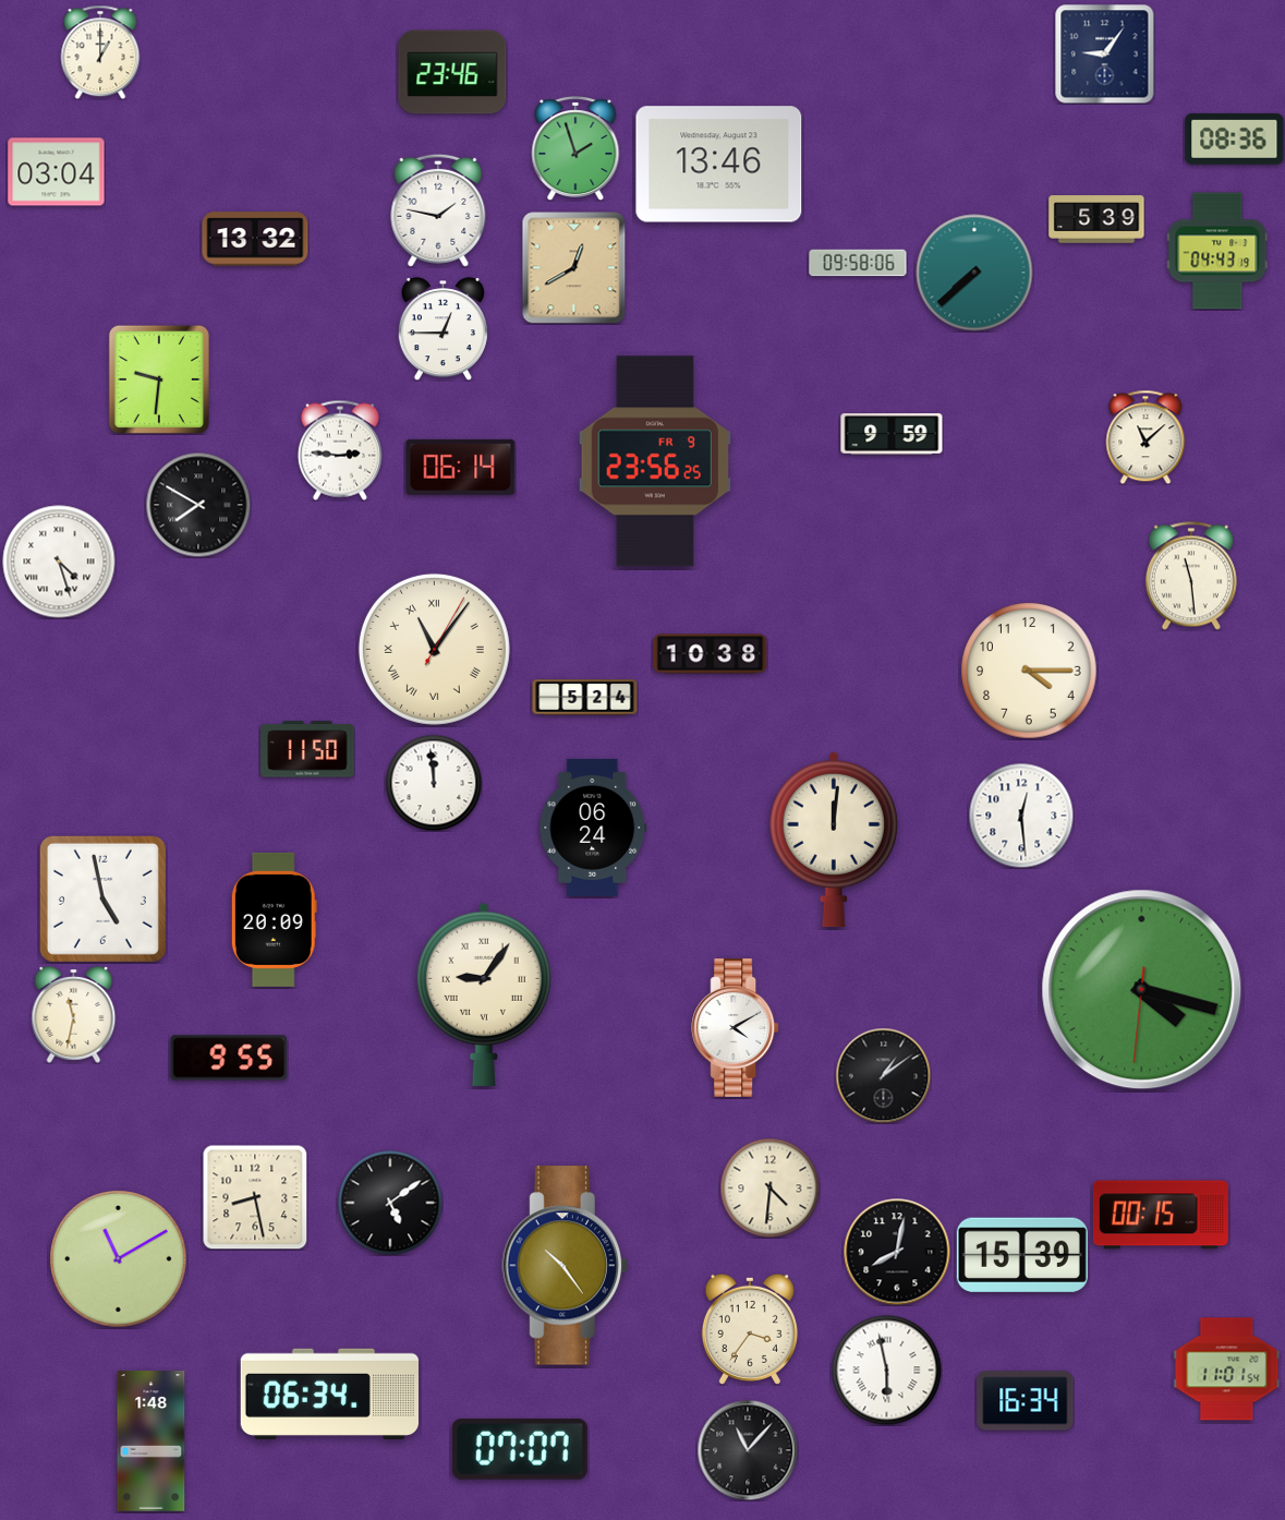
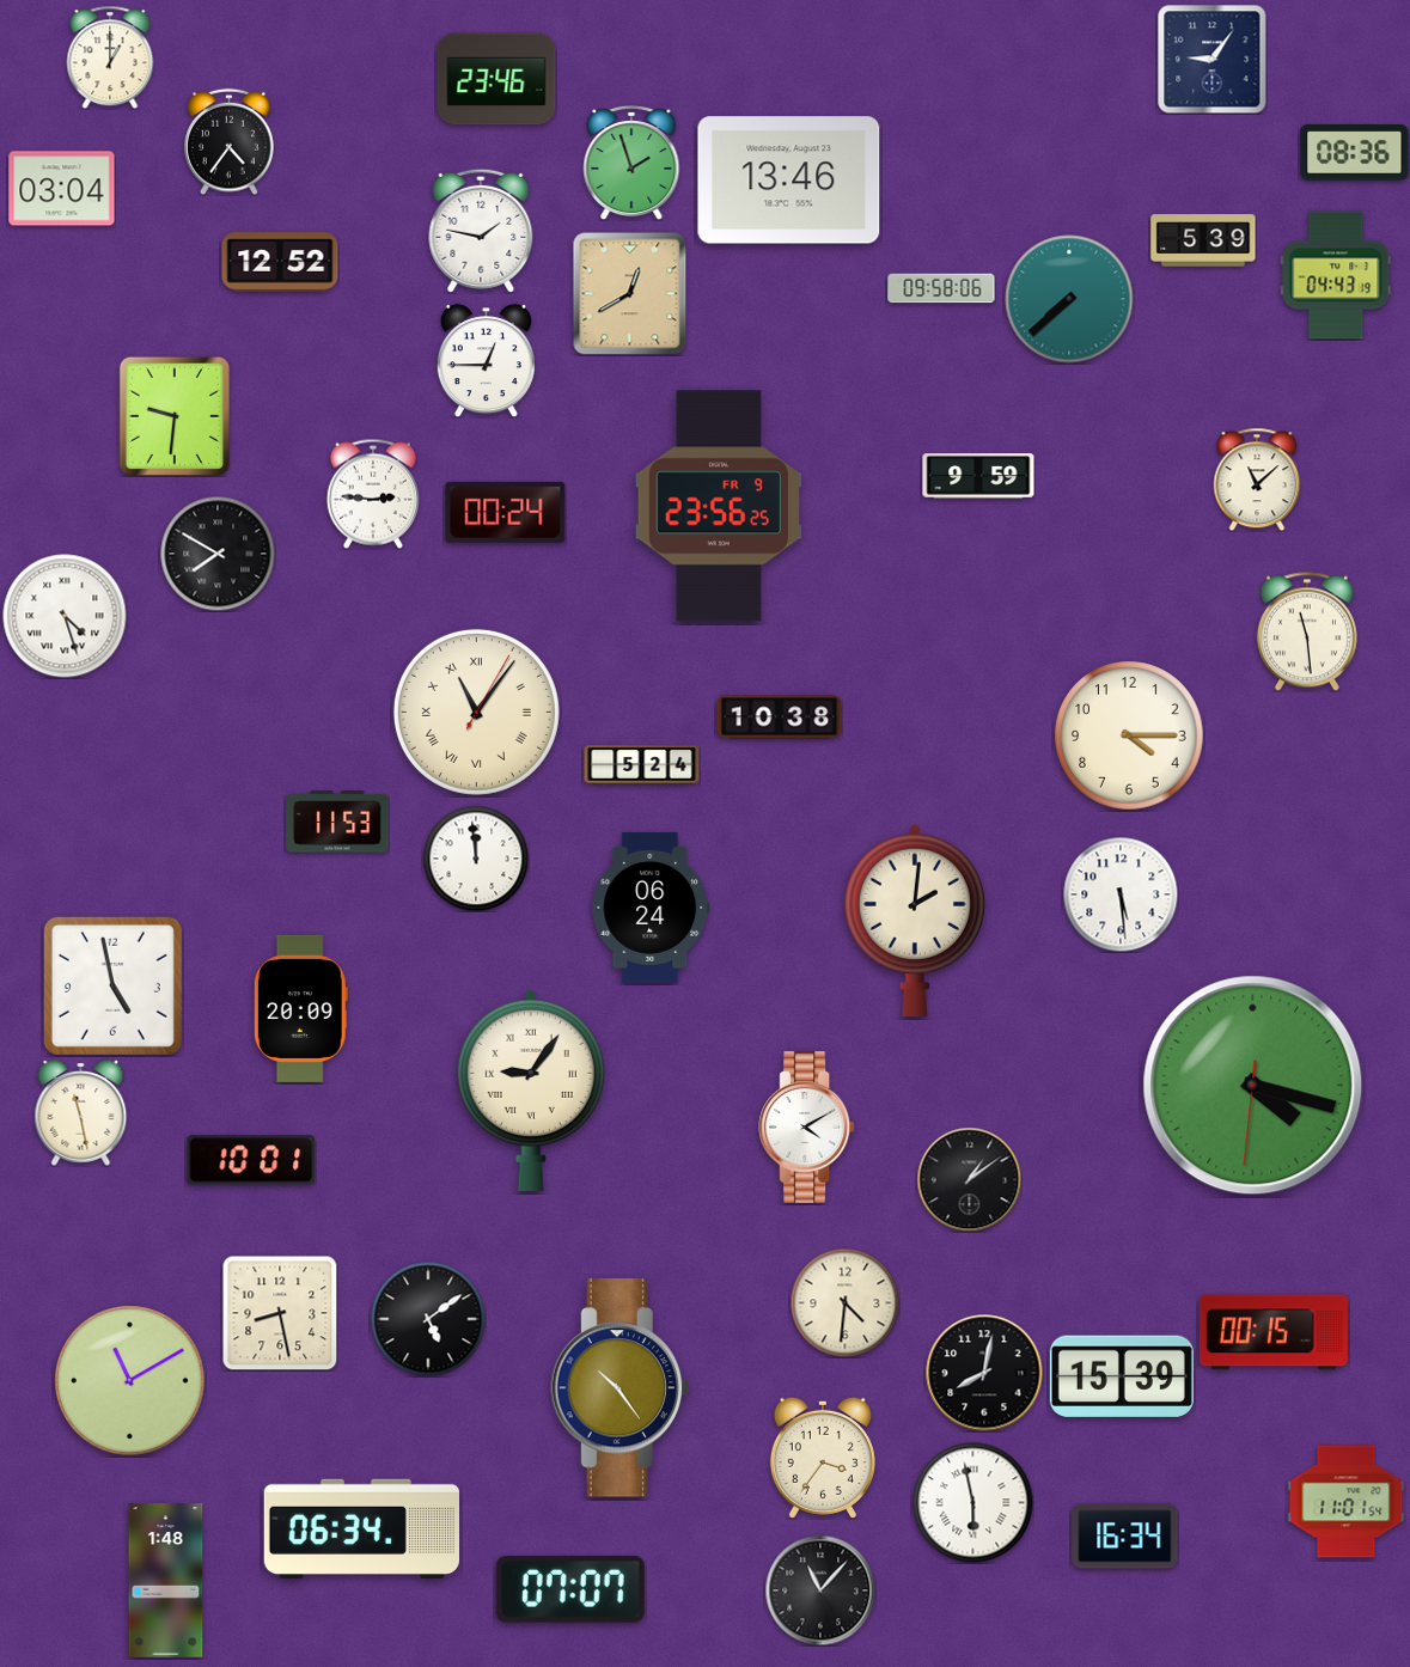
clock at (230, 141): none -> 4:36
clock at (255, 239): 13:32 -> 12:52
clock at (461, 467): 06:14 -> 00:24
clock at (307, 749): 11:50 -> 11:53
clock at (1021, 816): 12:29 -> 5:29
clock at (834, 840): 12:01 -> 2:01
clock at (74, 1015): 11:32 -> 11:28
clock at (229, 1058): 9:55 -> 10:01
